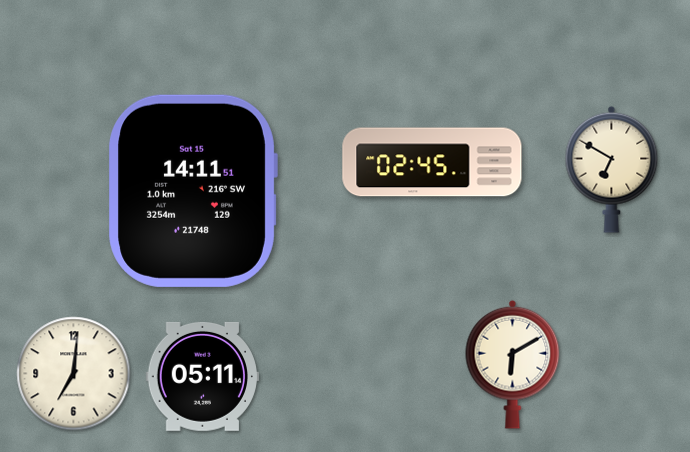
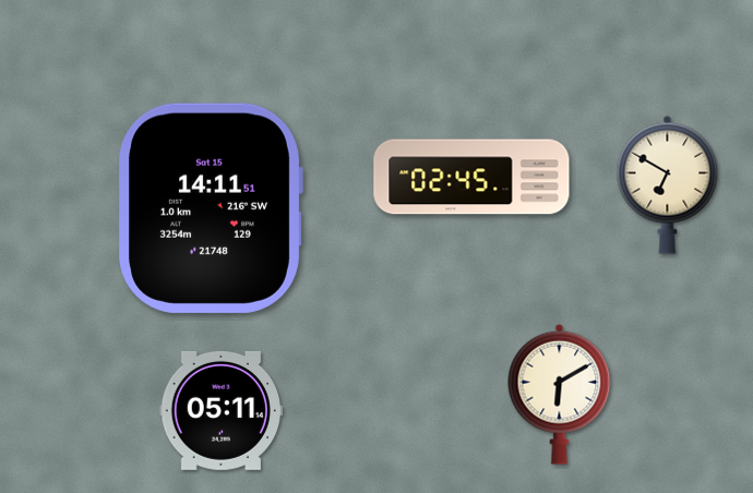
clock at (513, 364) position: (513, 364) -> (560, 394)
clock at (74, 374): 7:01 -> none
